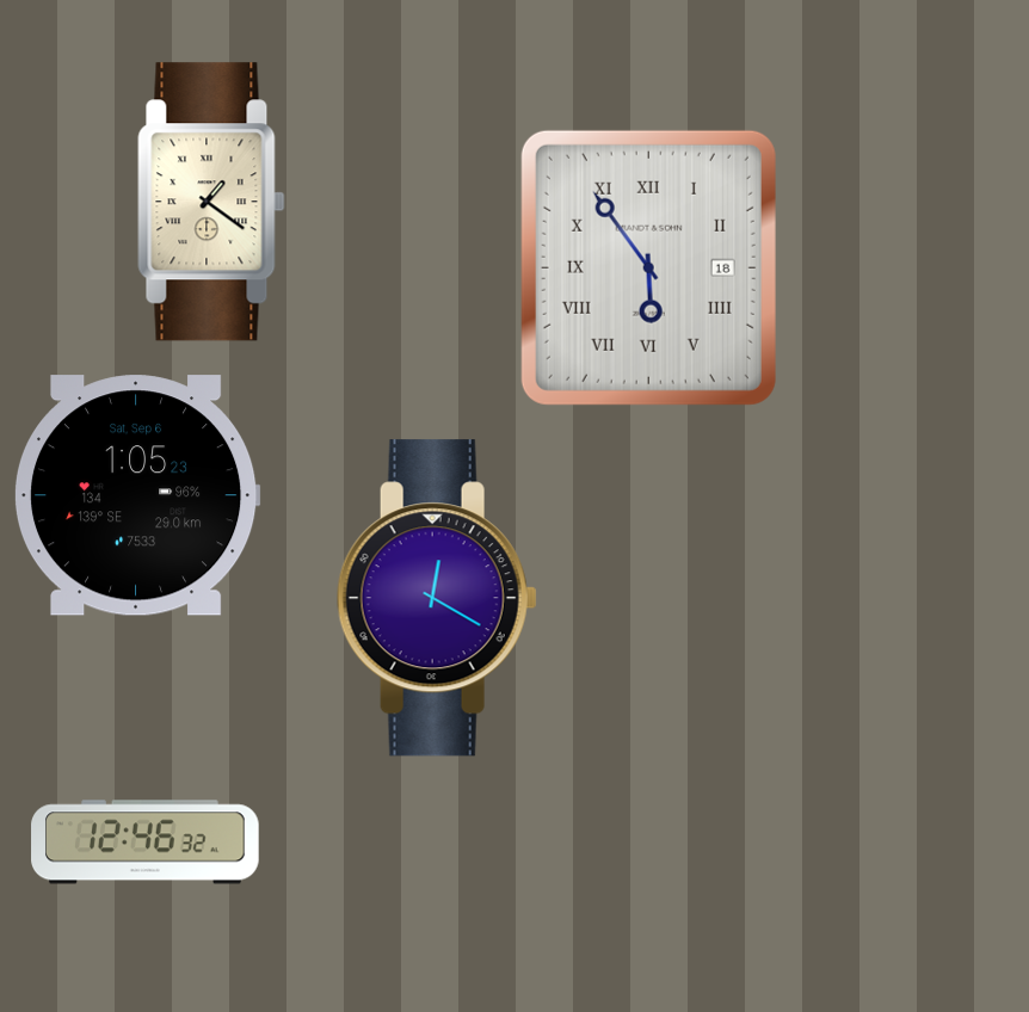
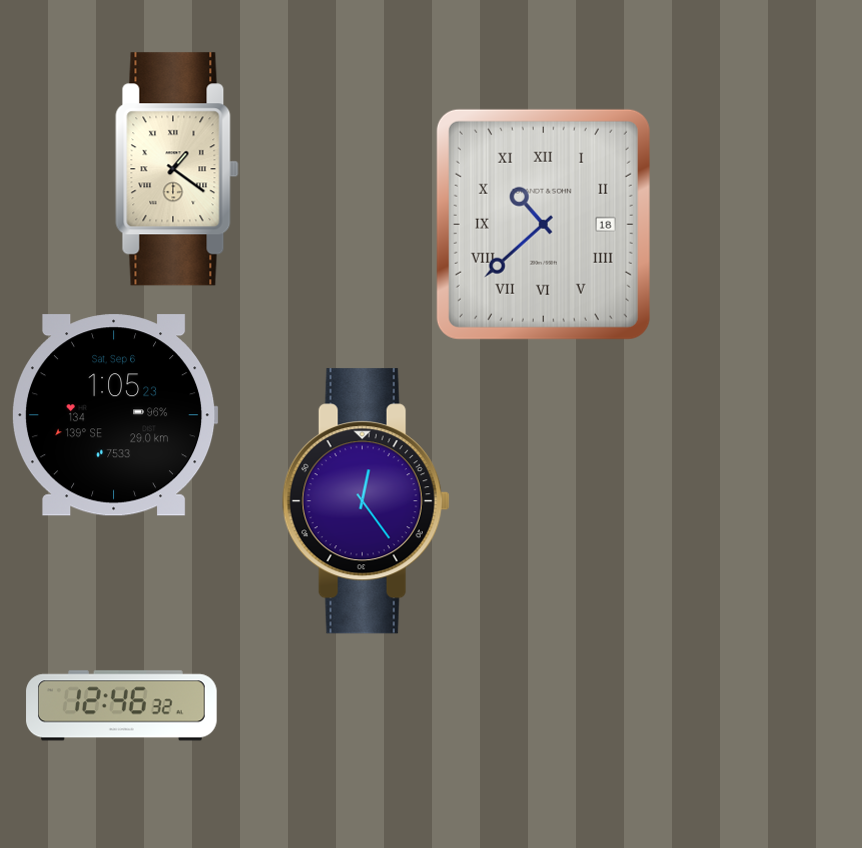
clock at (648, 267): 5:54 -> 10:38
clock at (437, 598): 12:20 -> 12:24
